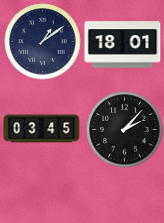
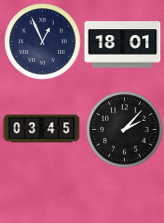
clock at (43, 42): 1:09 -> 12:56
